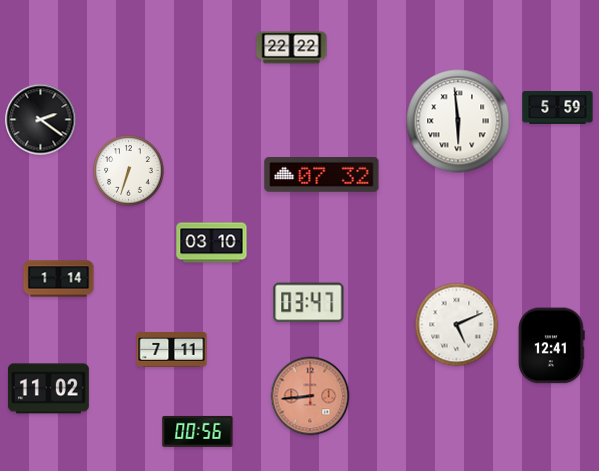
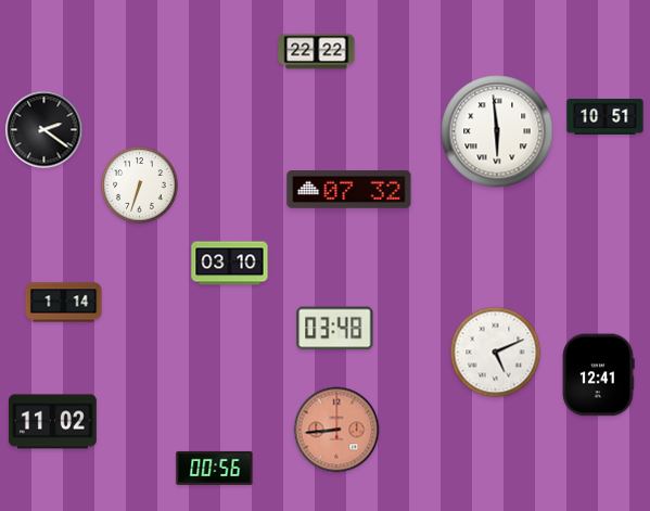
clock at (558, 108): 5:59 -> 10:51
clock at (309, 303): 03:47 -> 03:48
clock at (172, 350): 7:11 -> none
